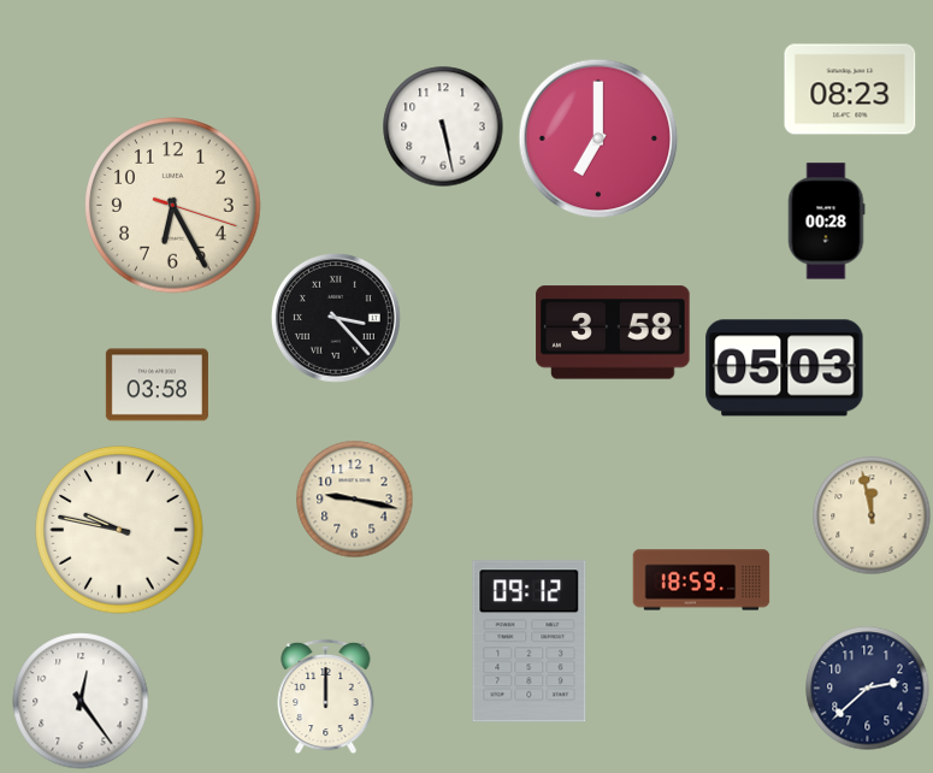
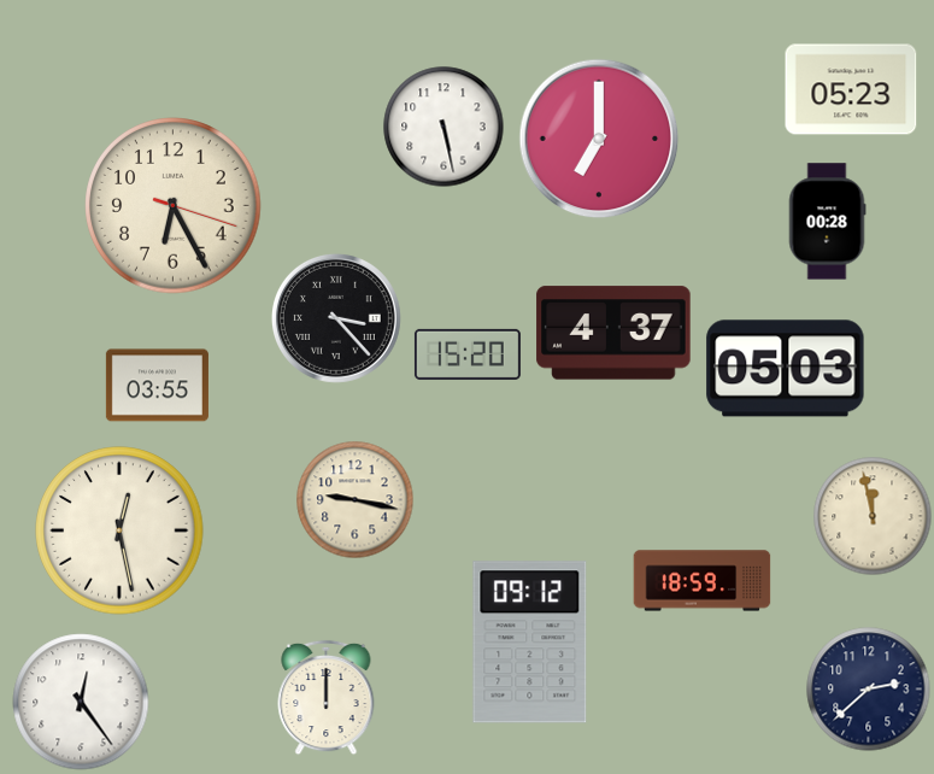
clock at (850, 89): 08:23 -> 05:23
clock at (613, 332): 3:58 -> 4:37
clock at (468, 354): none -> 15:20
clock at (157, 385): 03:58 -> 03:55
clock at (119, 530): 9:47 -> 12:28
